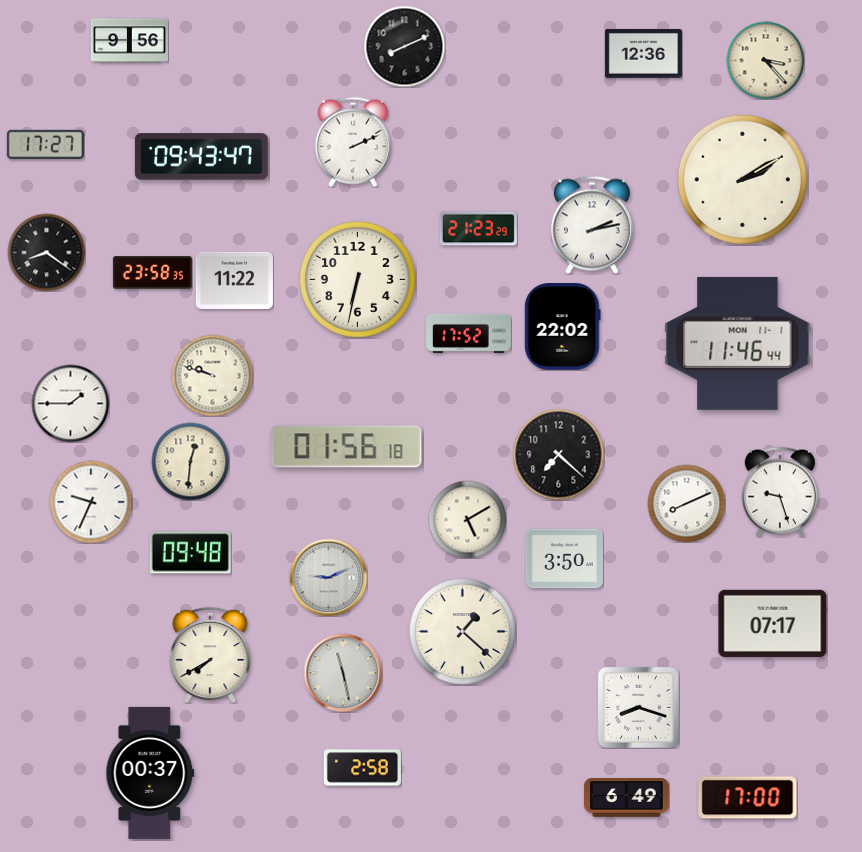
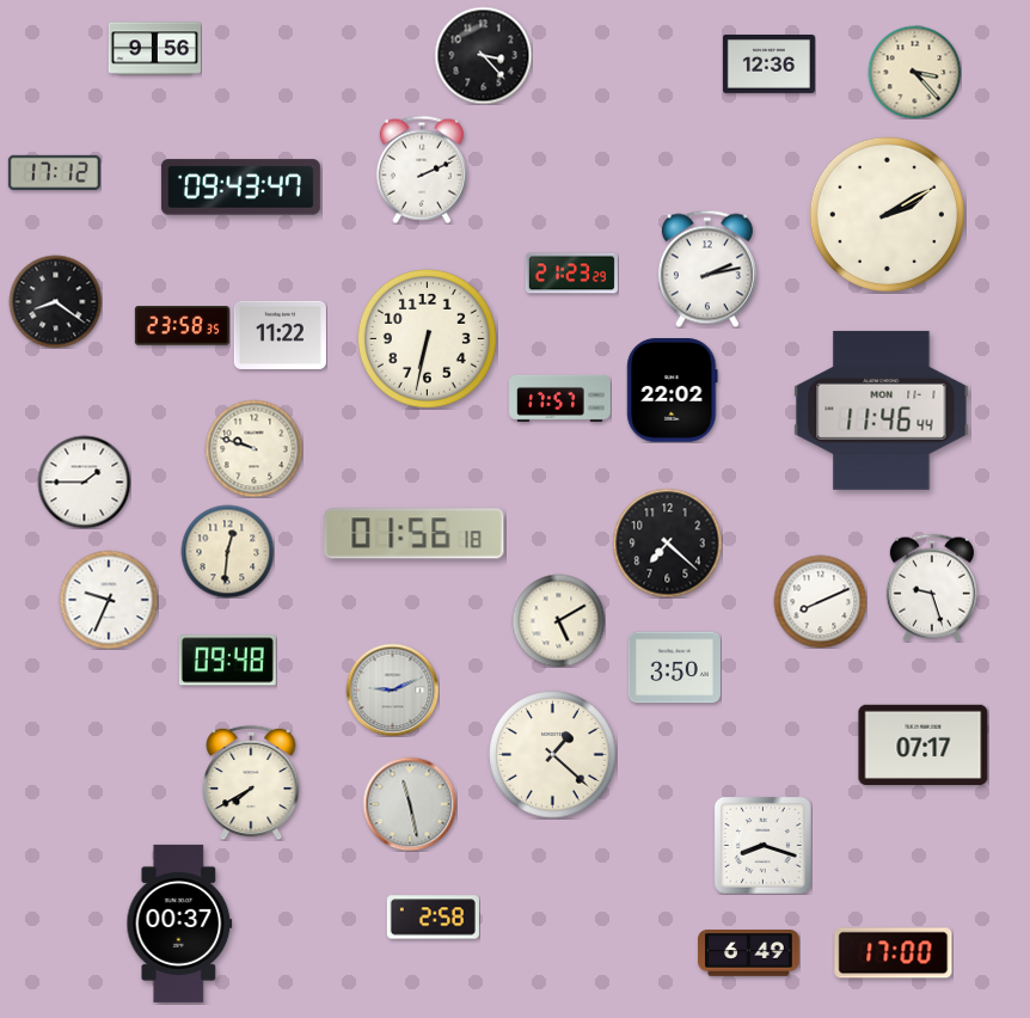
clock at (404, 46): 8:11 -> 3:23
clock at (45, 144): 17:27 -> 17:12
clock at (357, 279) position: (357, 279) -> (427, 338)
clock at (469, 333): 17:52 -> 17:57
